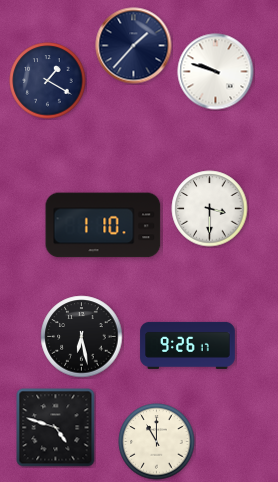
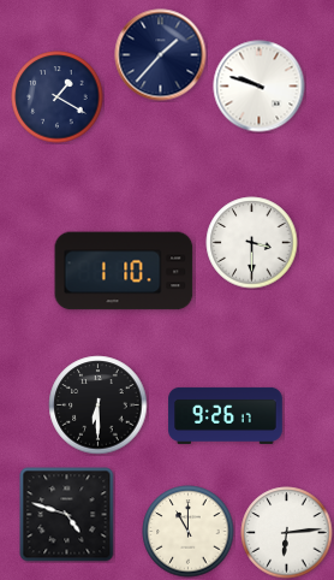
clock at (210, 209) position: (210, 209) -> (252, 243)
clock at (82, 337): 6:28 -> 6:30
clock at (287, 533): none -> 6:14
